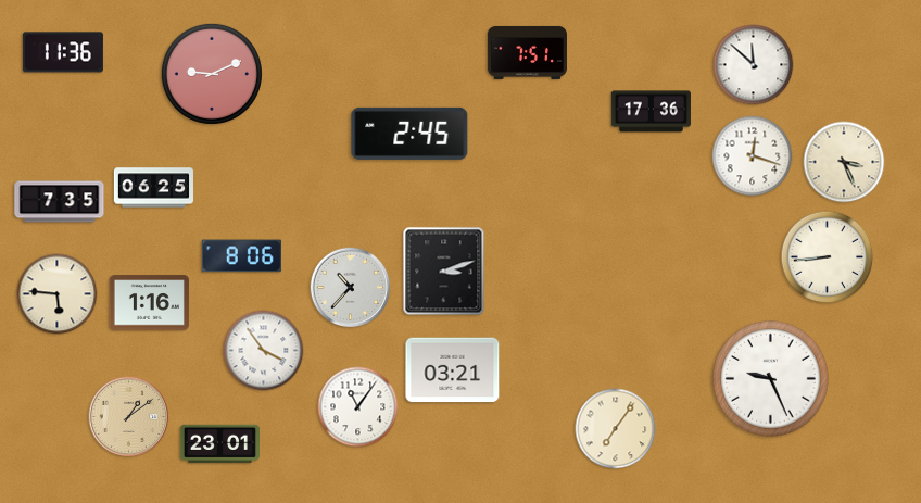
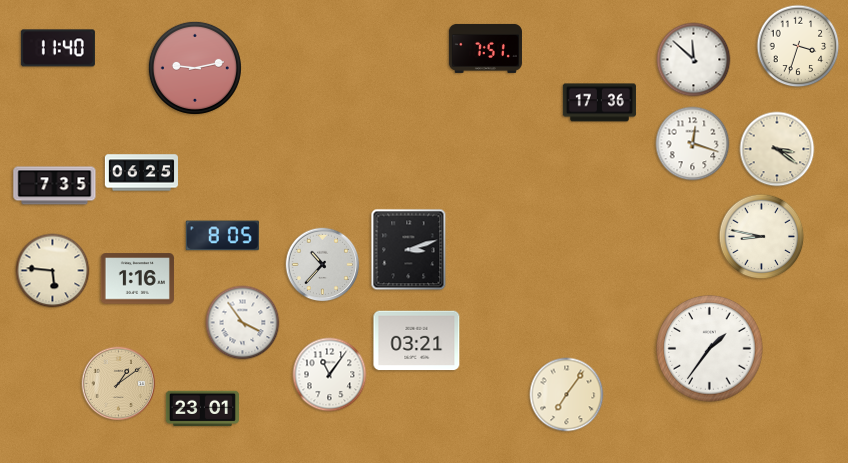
clock at (798, 46): none -> 3:33
clock at (63, 52): 11:36 -> 11:40
clock at (212, 74): 9:11 -> 9:13
clock at (409, 134): 2:45 -> none
clock at (844, 162): 3:26 -> 3:21
clock at (241, 256): 8:06 -> 8:05
clock at (828, 257): 8:44 -> 8:47
clock at (771, 379): 9:26 -> 1:36
